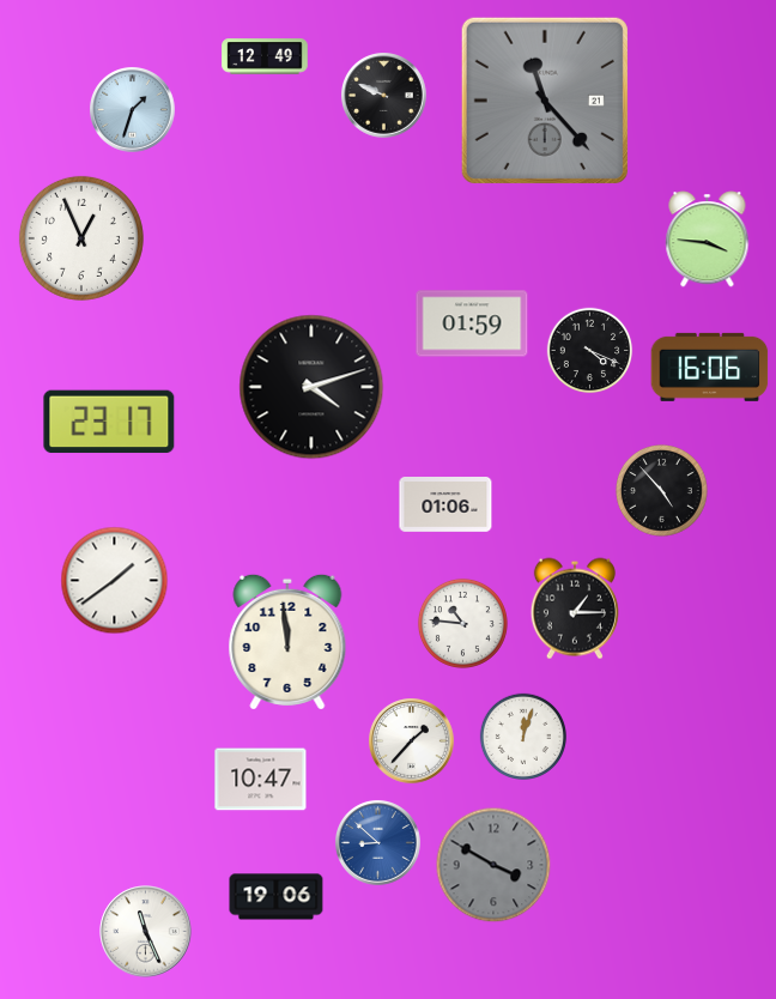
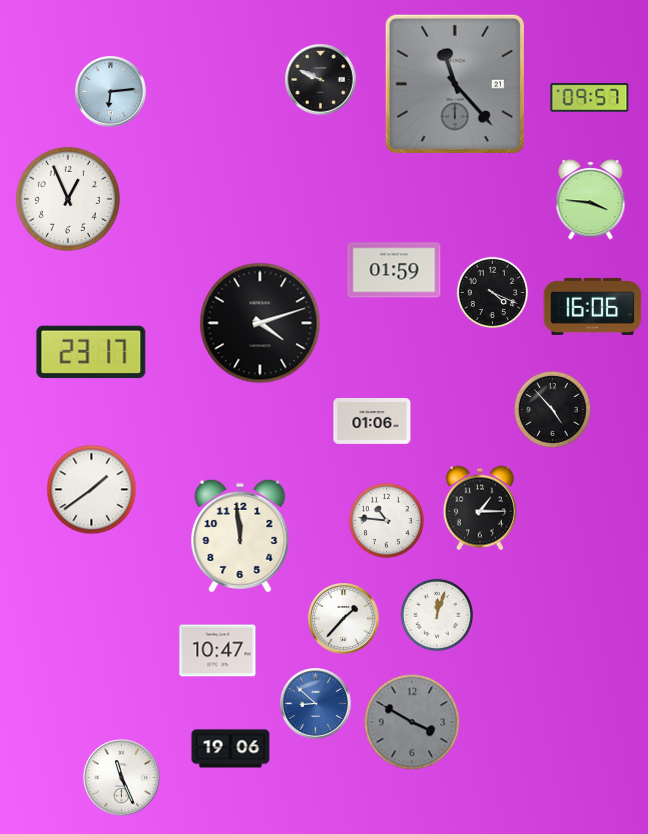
clock at (265, 56): 12:49 -> none
clock at (133, 110): 1:33 -> 6:14
clock at (590, 98): none -> 09:57
clock at (115, 581) position: (115, 581) -> (92, 490)
